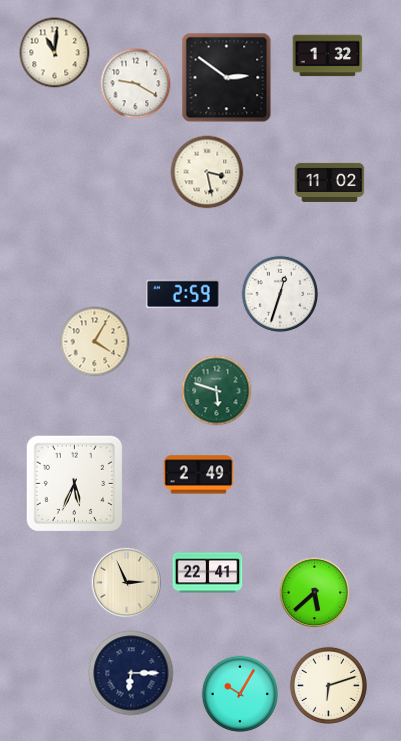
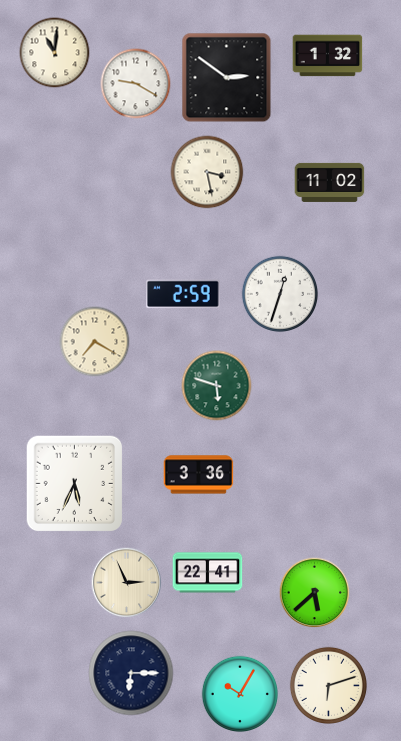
clock at (95, 342): 4:05 -> 7:20
clock at (217, 391) position: (217, 391) -> (217, 386)
clock at (199, 475): 2:49 -> 3:36
